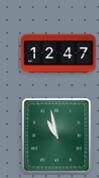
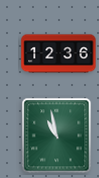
clock at (59, 54): 12:47 -> 12:36
